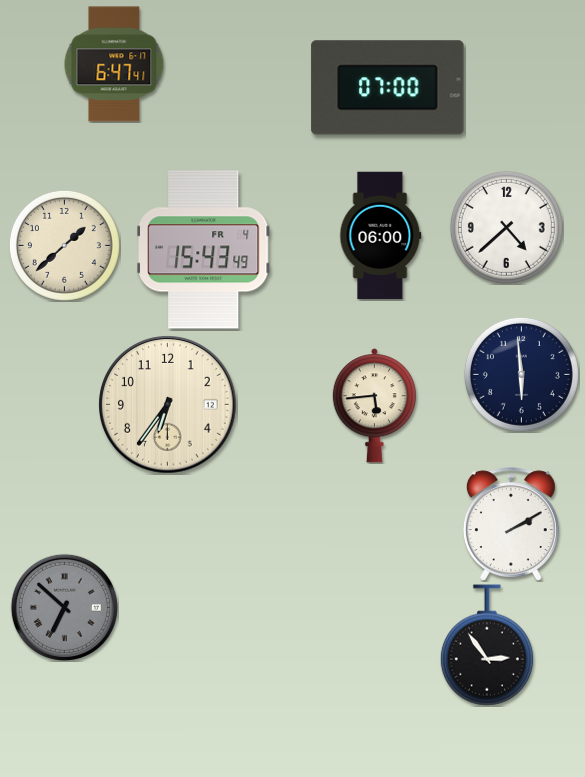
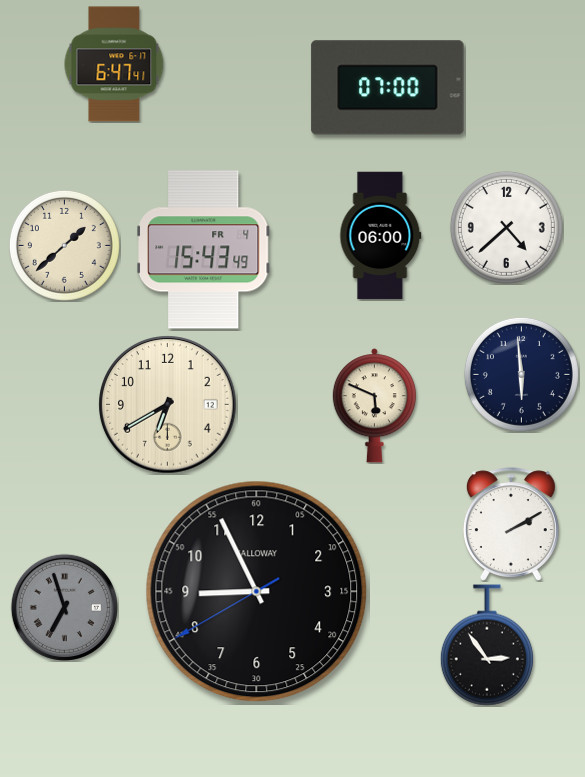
clock at (168, 405): 6:36 -> 6:40
clock at (374, 406): 5:44 -> 5:49
clock at (257, 592): none -> 8:55
clock at (64, 607): 6:52 -> 6:57
